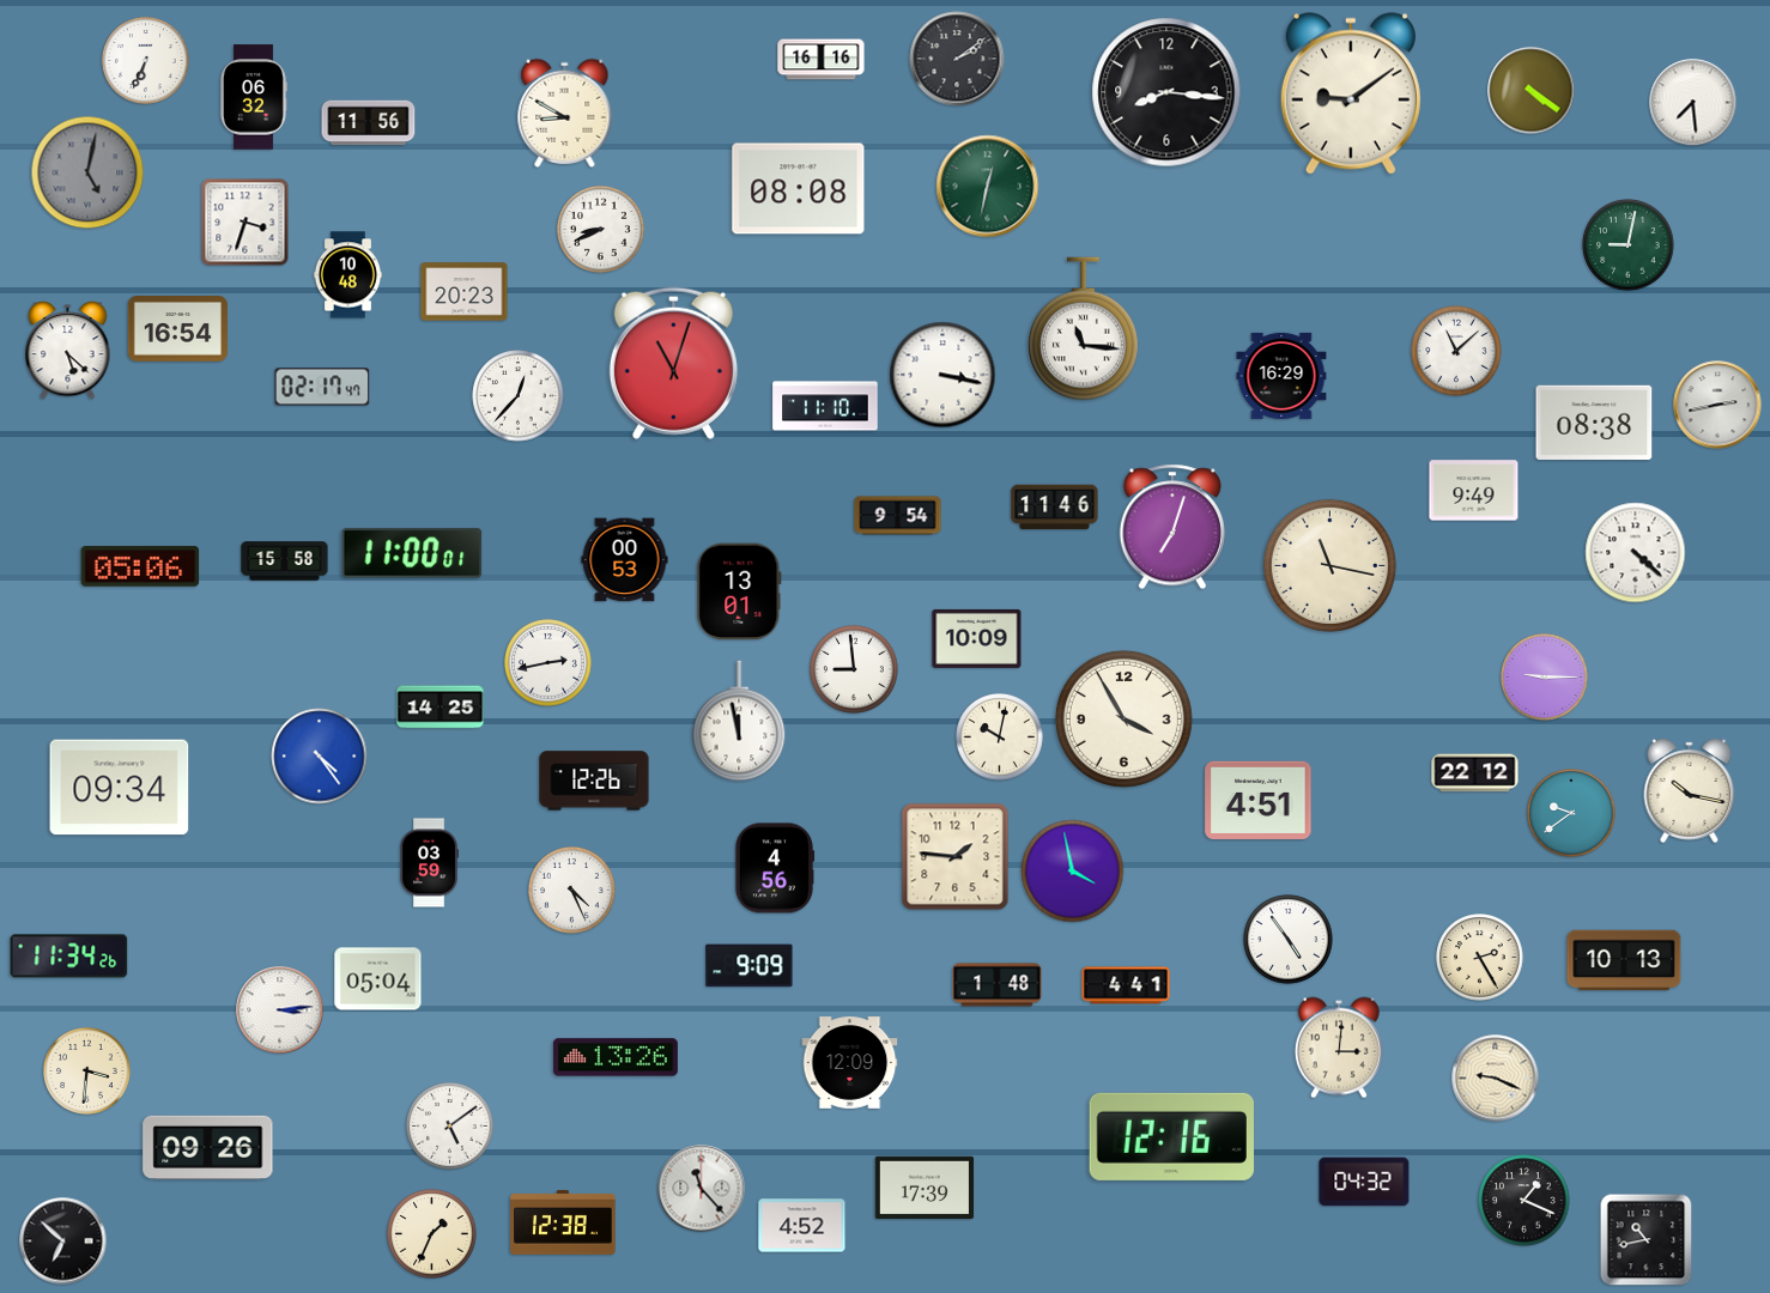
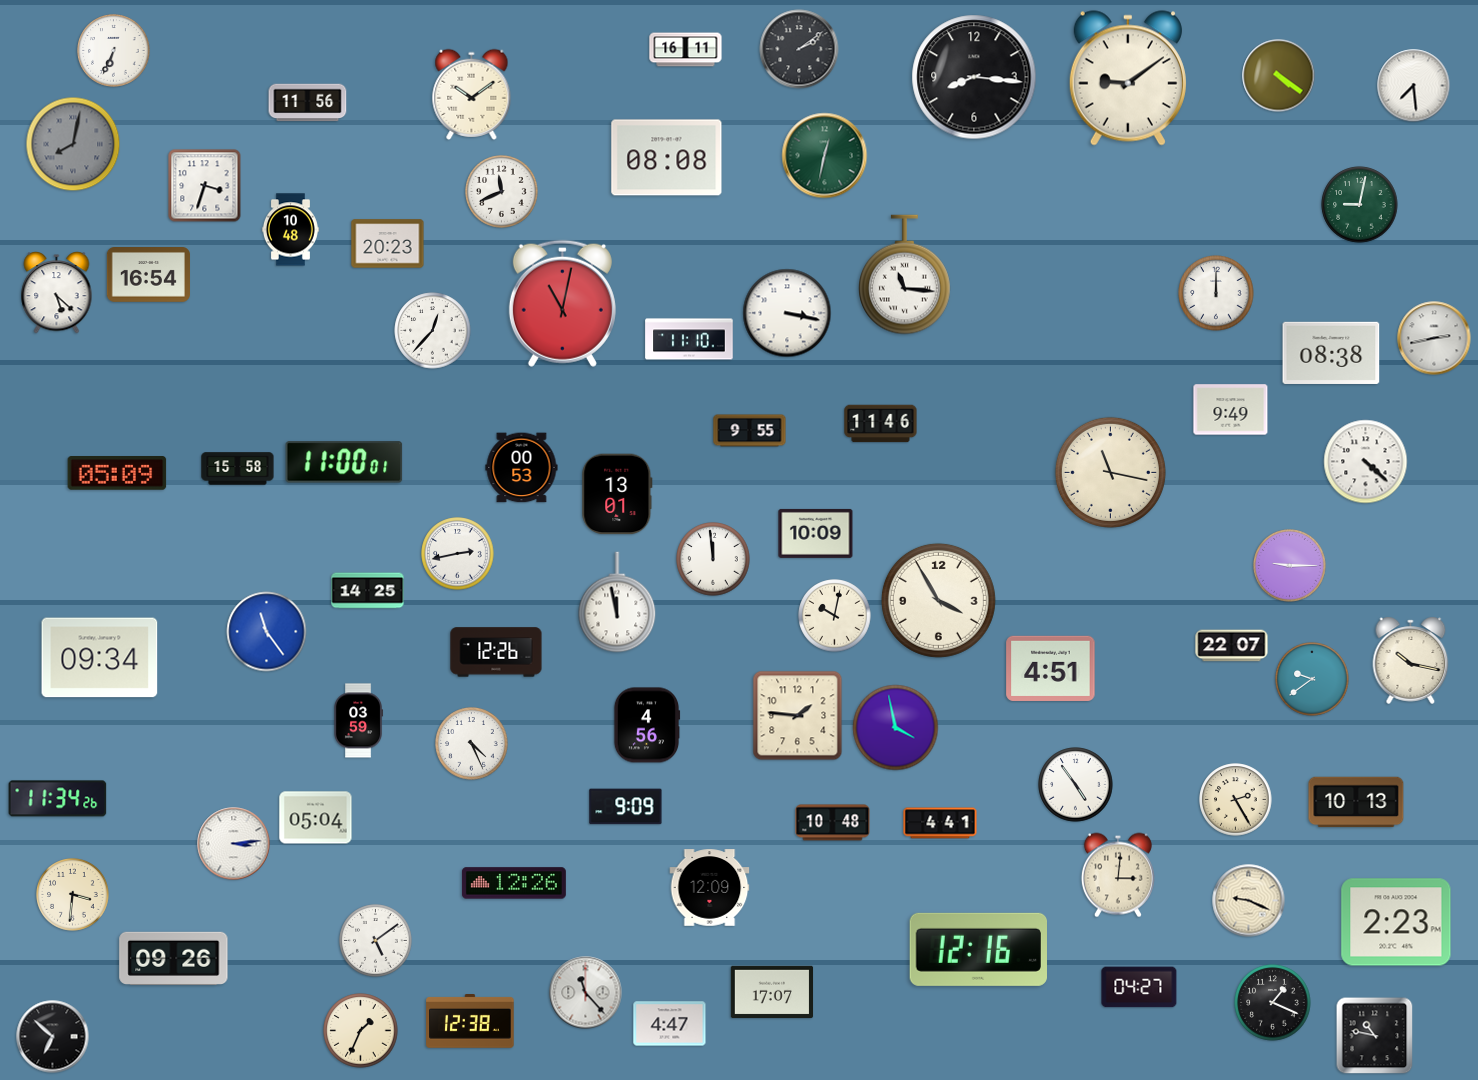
clock at (822, 60): 16:16 -> 16:11
clock at (146, 61) position: (146, 61) -> (114, 51)
clock at (253, 97): 06:32 -> none
clock at (565, 113): 8:50 -> 10:09
clock at (87, 172): 5:02 -> 8:02
clock at (601, 230): 8:41 -> 11:41
clock at (1456, 351): 11:08 -> 12:00
clock at (673, 363): 11:03 -> 11:02
clock at (1281, 376): 16:29 -> none
clock at (322, 387): 02:17 -> none
clock at (898, 516): 9:54 -> 9:55
clock at (1172, 527): 7:03 -> none
clock at (140, 567): 05:06 -> 05:09
clock at (854, 669): 8:59 -> 11:59
clock at (320, 757): 4:24 -> 11:24
clock at (1475, 773): 22:12 -> 22:07
clock at (572, 891) position: (572, 891) -> (472, 744)
clock at (998, 985): 1:48 -> 10:48
clock at (616, 1057): 13:26 -> 12:26
clock at (1396, 922): none -> 2:23
clock at (1364, 1182): 04:32 -> 04:27
clock at (925, 1188): 17:39 -> 17:07
clock at (802, 1226): 4:52 -> 4:47
clock at (1647, 1240): 10:43 -> 10:47
